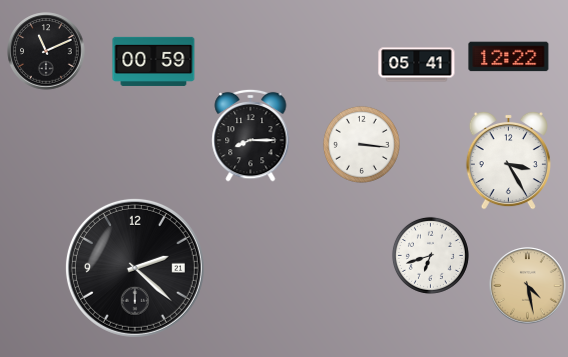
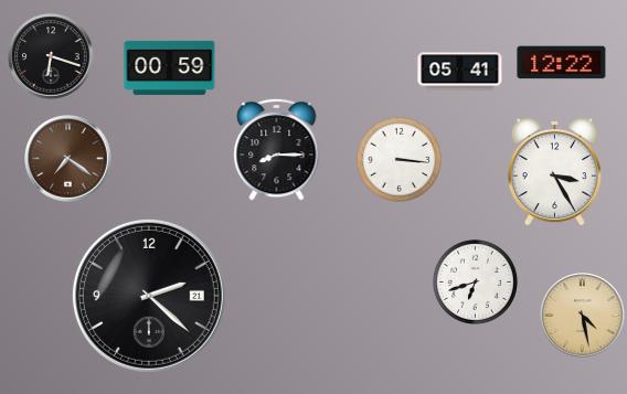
clock at (46, 51): 11:11 -> 6:18
clock at (68, 159): none -> 7:21
clock at (508, 160) position: (508, 160) -> (554, 171)
